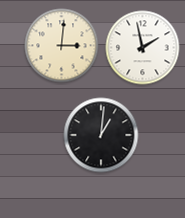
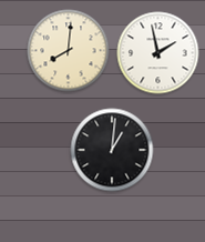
clock at (62, 46): 3:01 -> 8:01
